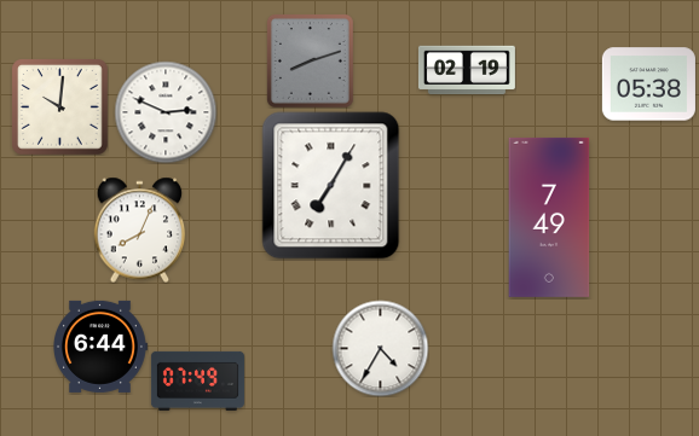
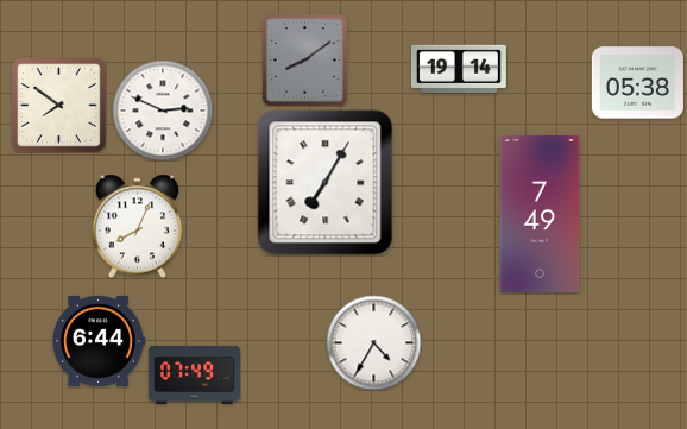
clock at (310, 60): 8:12 -> 8:09
clock at (467, 70): 02:19 -> 19:14
clock at (60, 107): 10:01 -> 7:51
